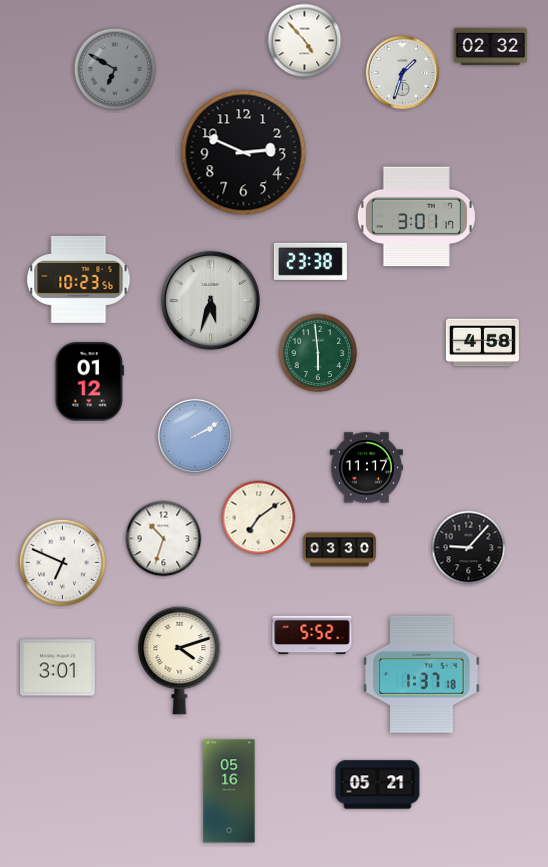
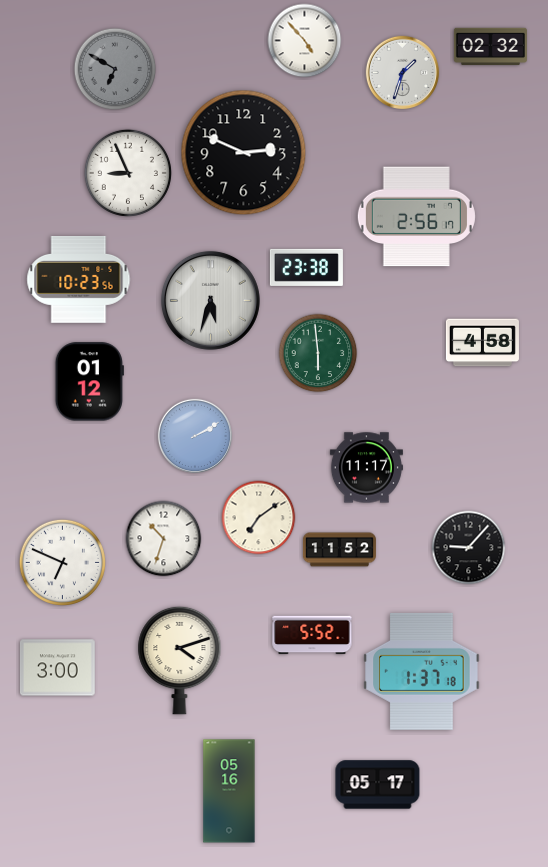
clock at (128, 173): none -> 8:56
clock at (416, 217): 3:01 -> 2:56
clock at (310, 261) position: (310, 261) -> (306, 267)
clock at (339, 550): 03:30 -> 11:52
clock at (57, 668): 3:01 -> 3:00
clock at (422, 674) position: (422, 674) -> (422, 671)
clock at (378, 785): 05:21 -> 05:17
